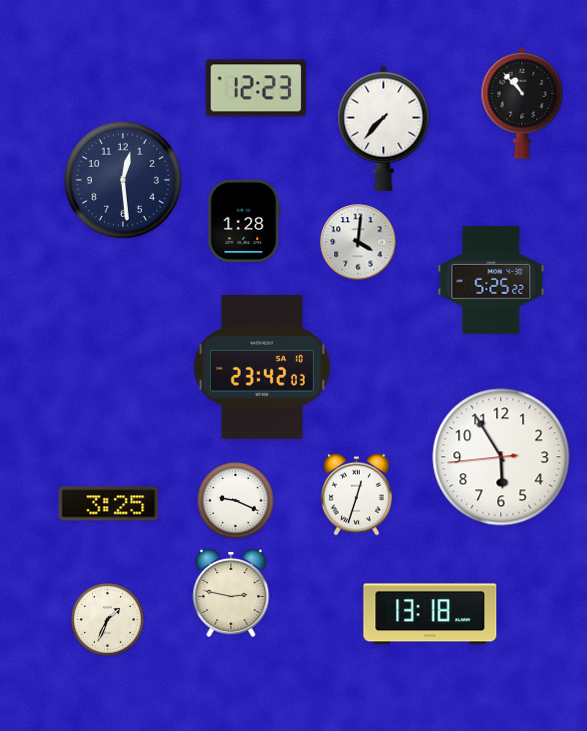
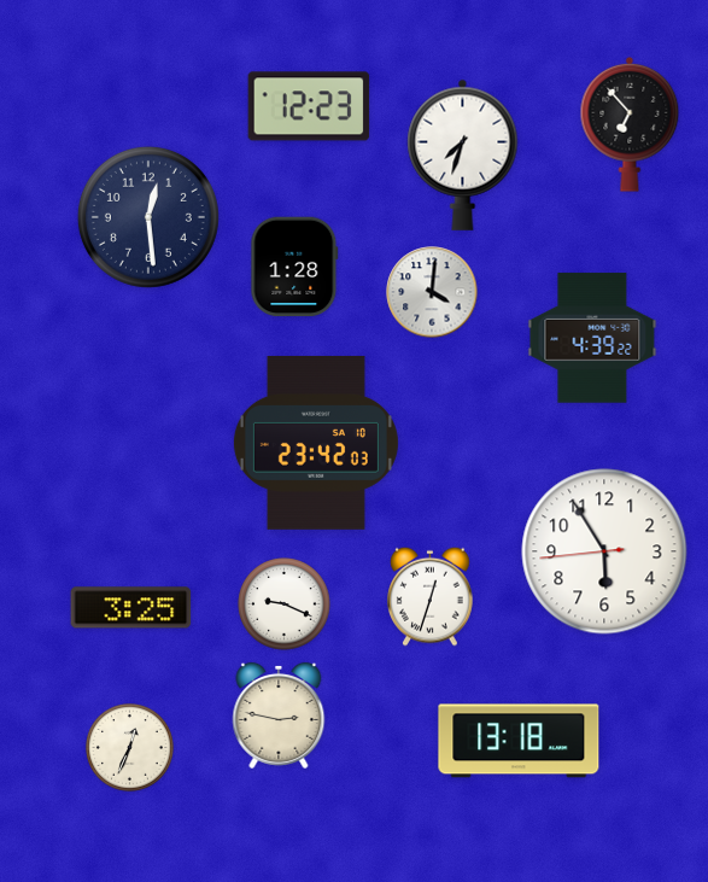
clock at (522, 103): 10:53 -> 6:53
clock at (384, 128): 7:37 -> 7:33
clock at (491, 280): 5:25 -> 4:39
clock at (108, 620): 1:34 -> 12:34
